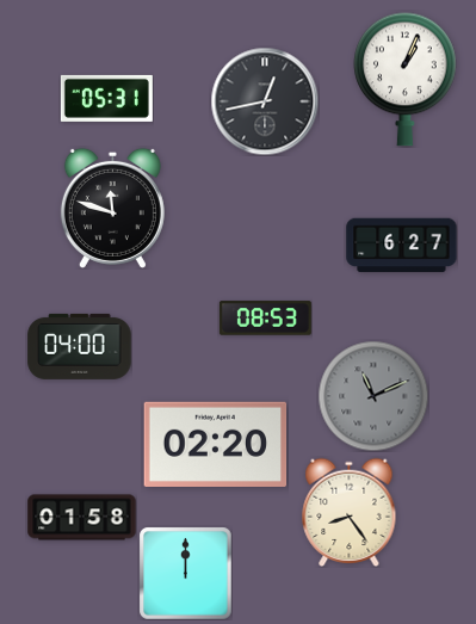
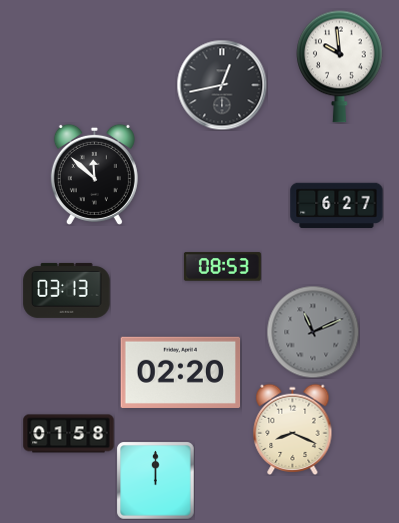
clock at (406, 79): 1:04 -> 9:59
clock at (106, 98): 05:31 -> none
clock at (112, 208): 11:48 -> 11:52
clock at (80, 346): 04:00 -> 03:13
clock at (350, 512): 8:24 -> 8:19
